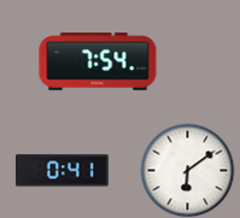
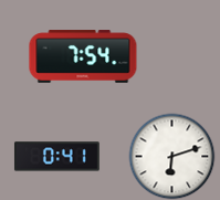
clock at (98, 61) position: (98, 61) -> (83, 56)
clock at (187, 170): 6:09 -> 6:12
